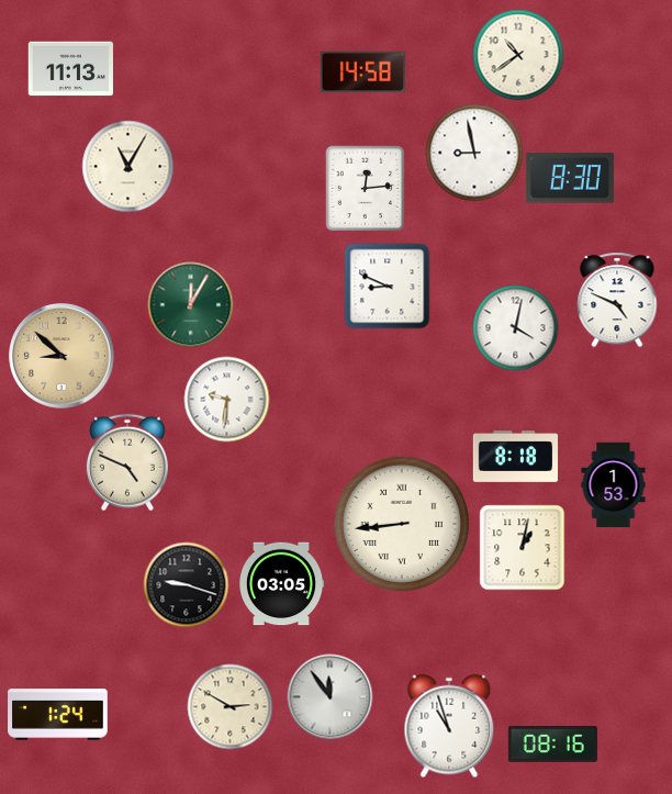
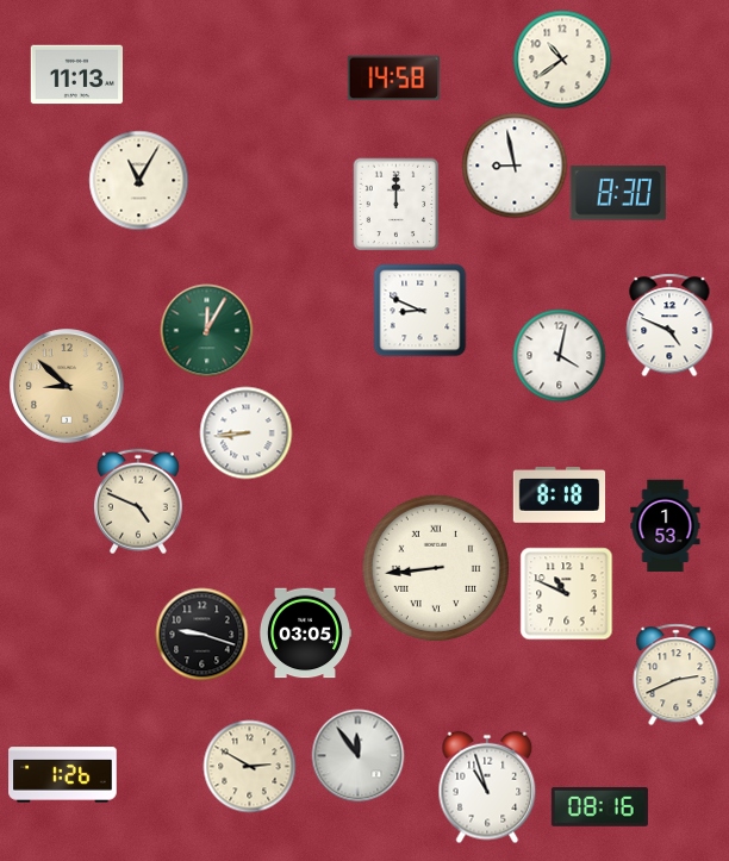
clock at (366, 188): 12:14 -> 12:00
clock at (226, 399): 9:31 -> 8:44
clock at (522, 547): 1:02 -> 10:49
clock at (677, 674): none -> 2:41
clock at (58, 715): 1:24 -> 1:26
